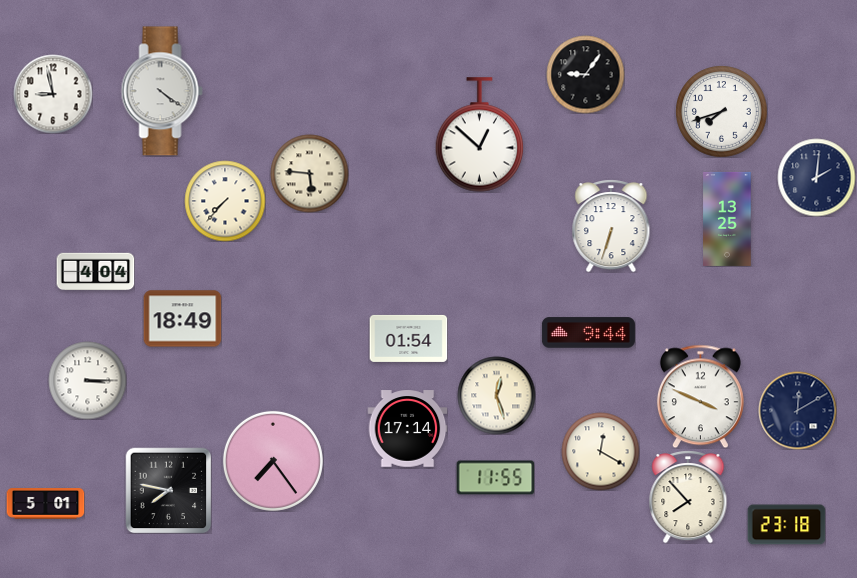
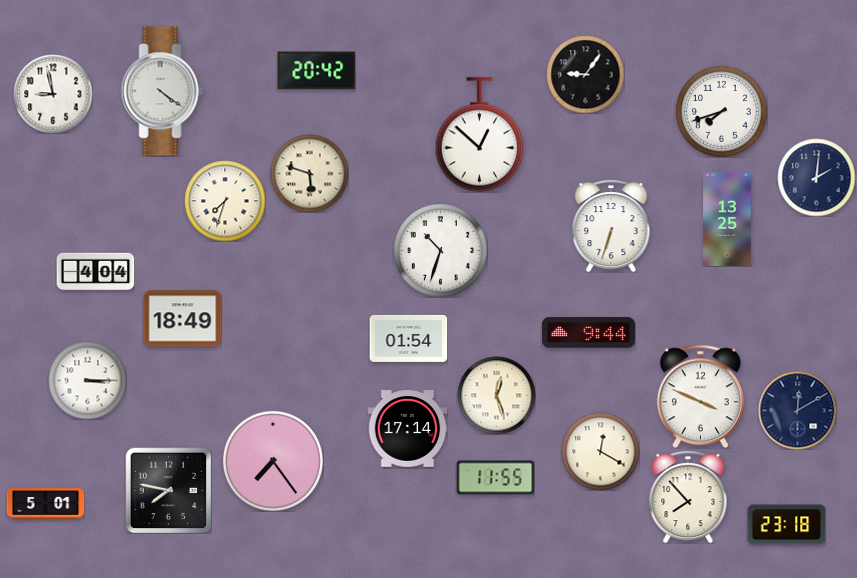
clock at (316, 71): none -> 20:42
clock at (309, 173): 5:46 -> 5:48
clock at (225, 201): 7:37 -> 7:33
clock at (441, 251): none -> 10:33
